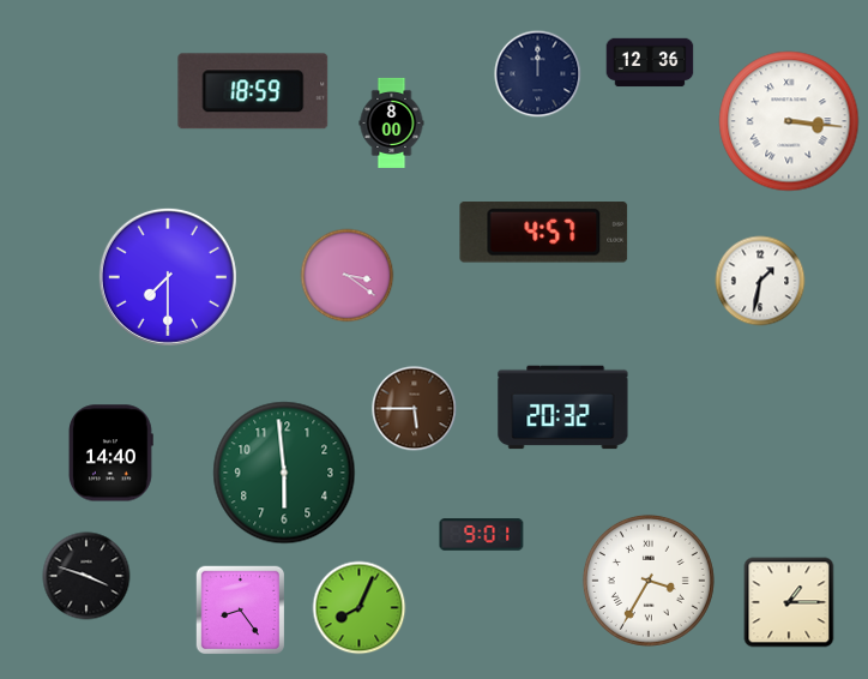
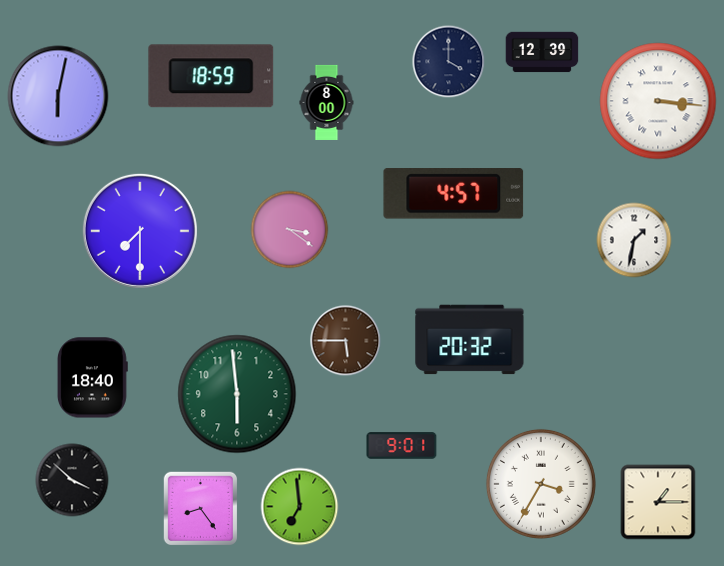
clock at (650, 62): 12:36 -> 12:39
clock at (538, 74): 12:00 -> 4:00
clock at (58, 96): none -> 6:02
clock at (760, 281) position: (760, 281) -> (634, 240)
clock at (110, 453): 14:40 -> 18:40
clock at (86, 576): 3:48 -> 3:52
clock at (360, 608): 8:04 -> 6:59
